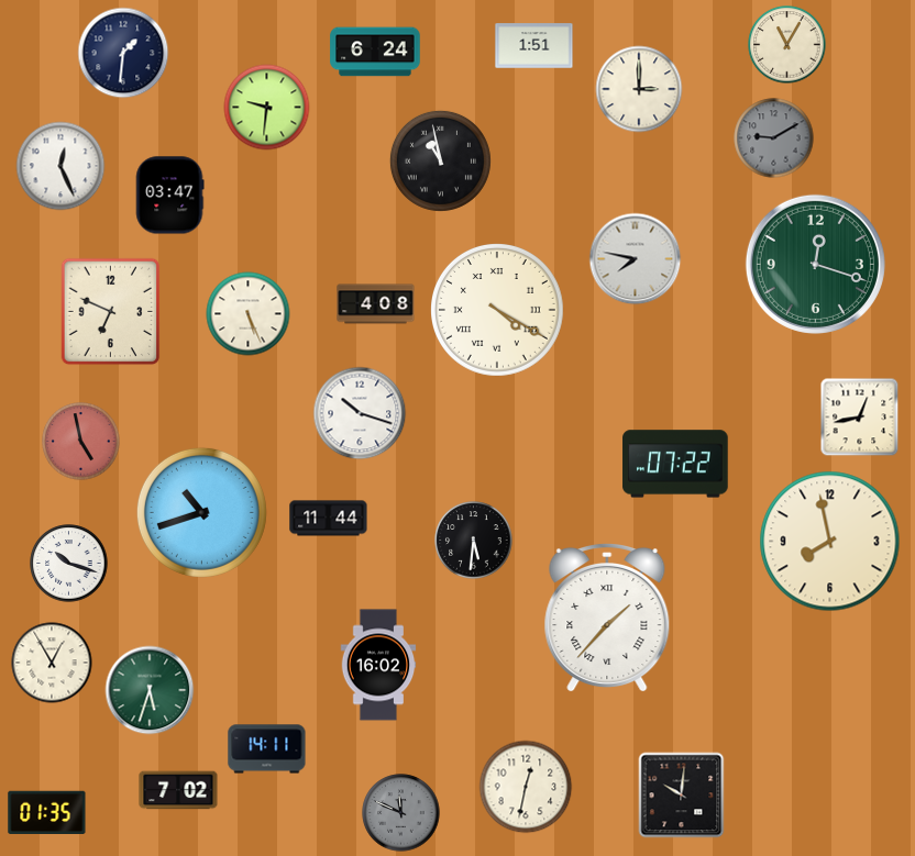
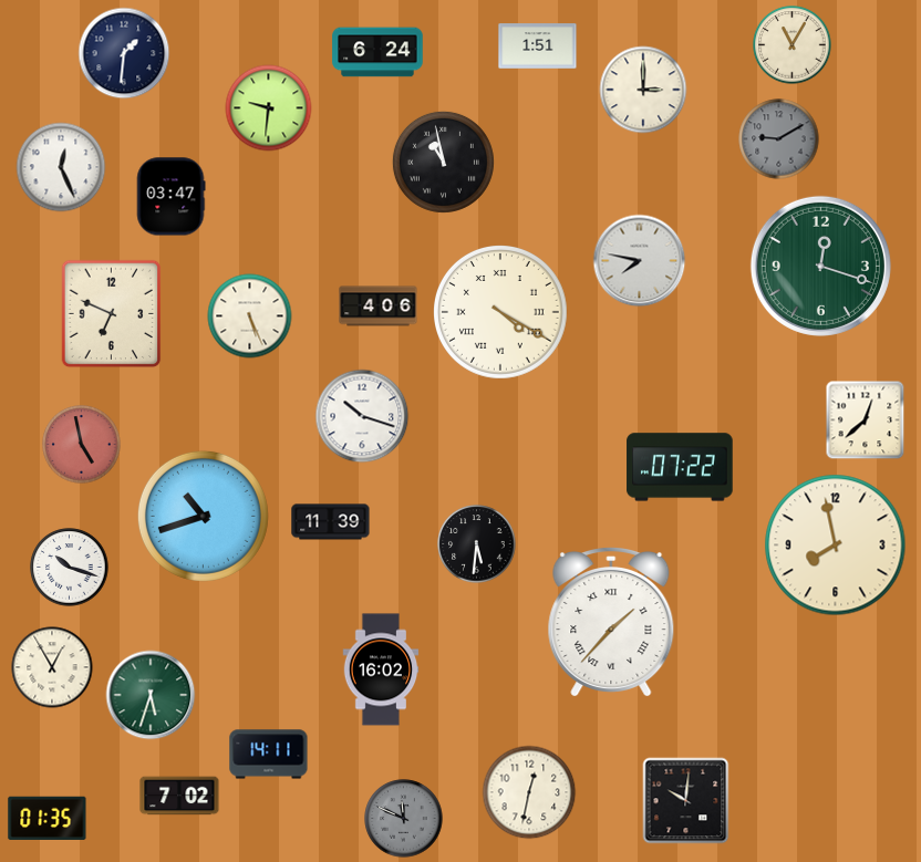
clock at (376, 304): 4:08 -> 4:06
clock at (860, 418): 12:43 -> 12:38
clock at (329, 519): 11:44 -> 11:39
